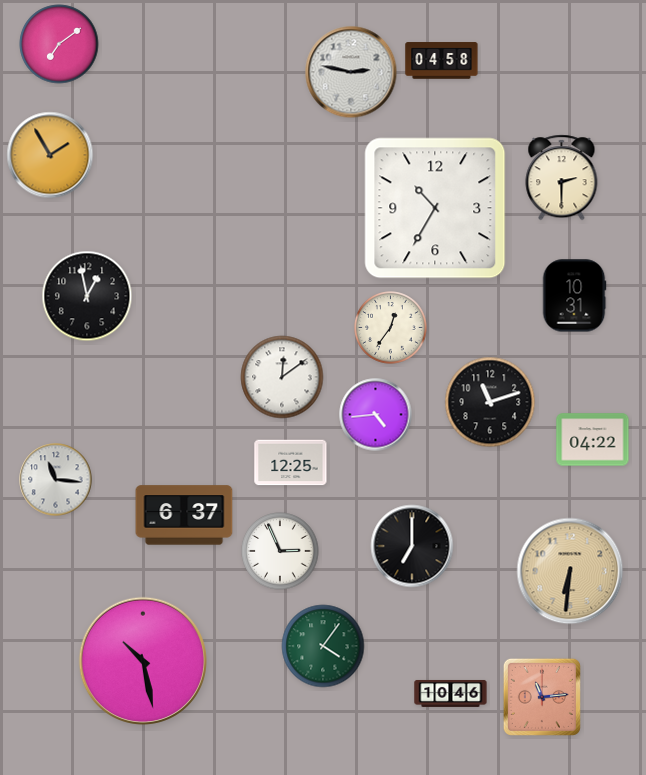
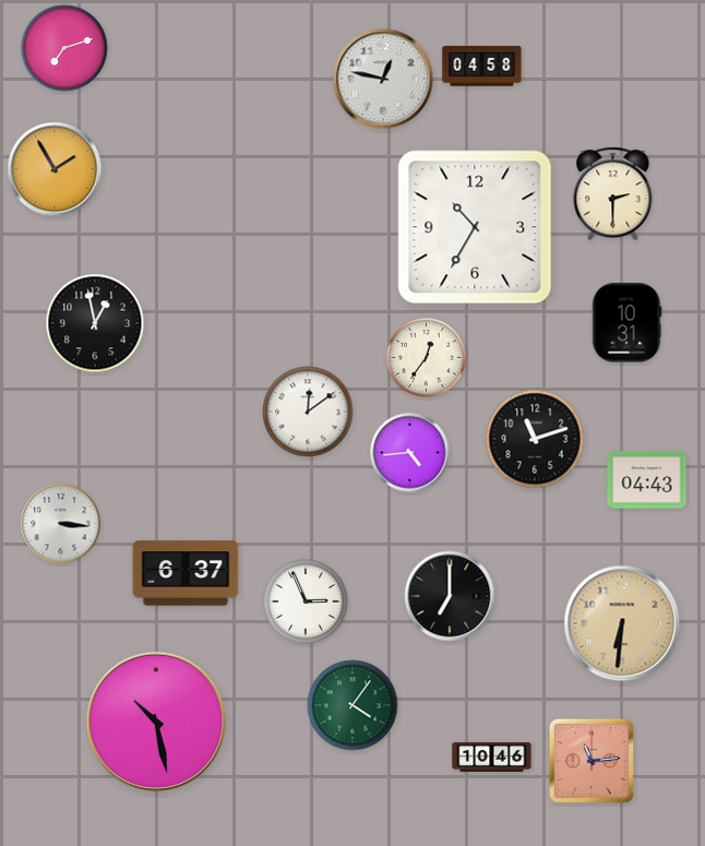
clock at (59, 44): 7:09 -> 7:12
clock at (351, 72): 2:47 -> 12:47
clock at (593, 440): 04:22 -> 04:43
clock at (291, 463): 12:25 -> none
clock at (56, 480): 11:16 -> 3:16
clock at (184, 515) position: (184, 515) -> (186, 573)
